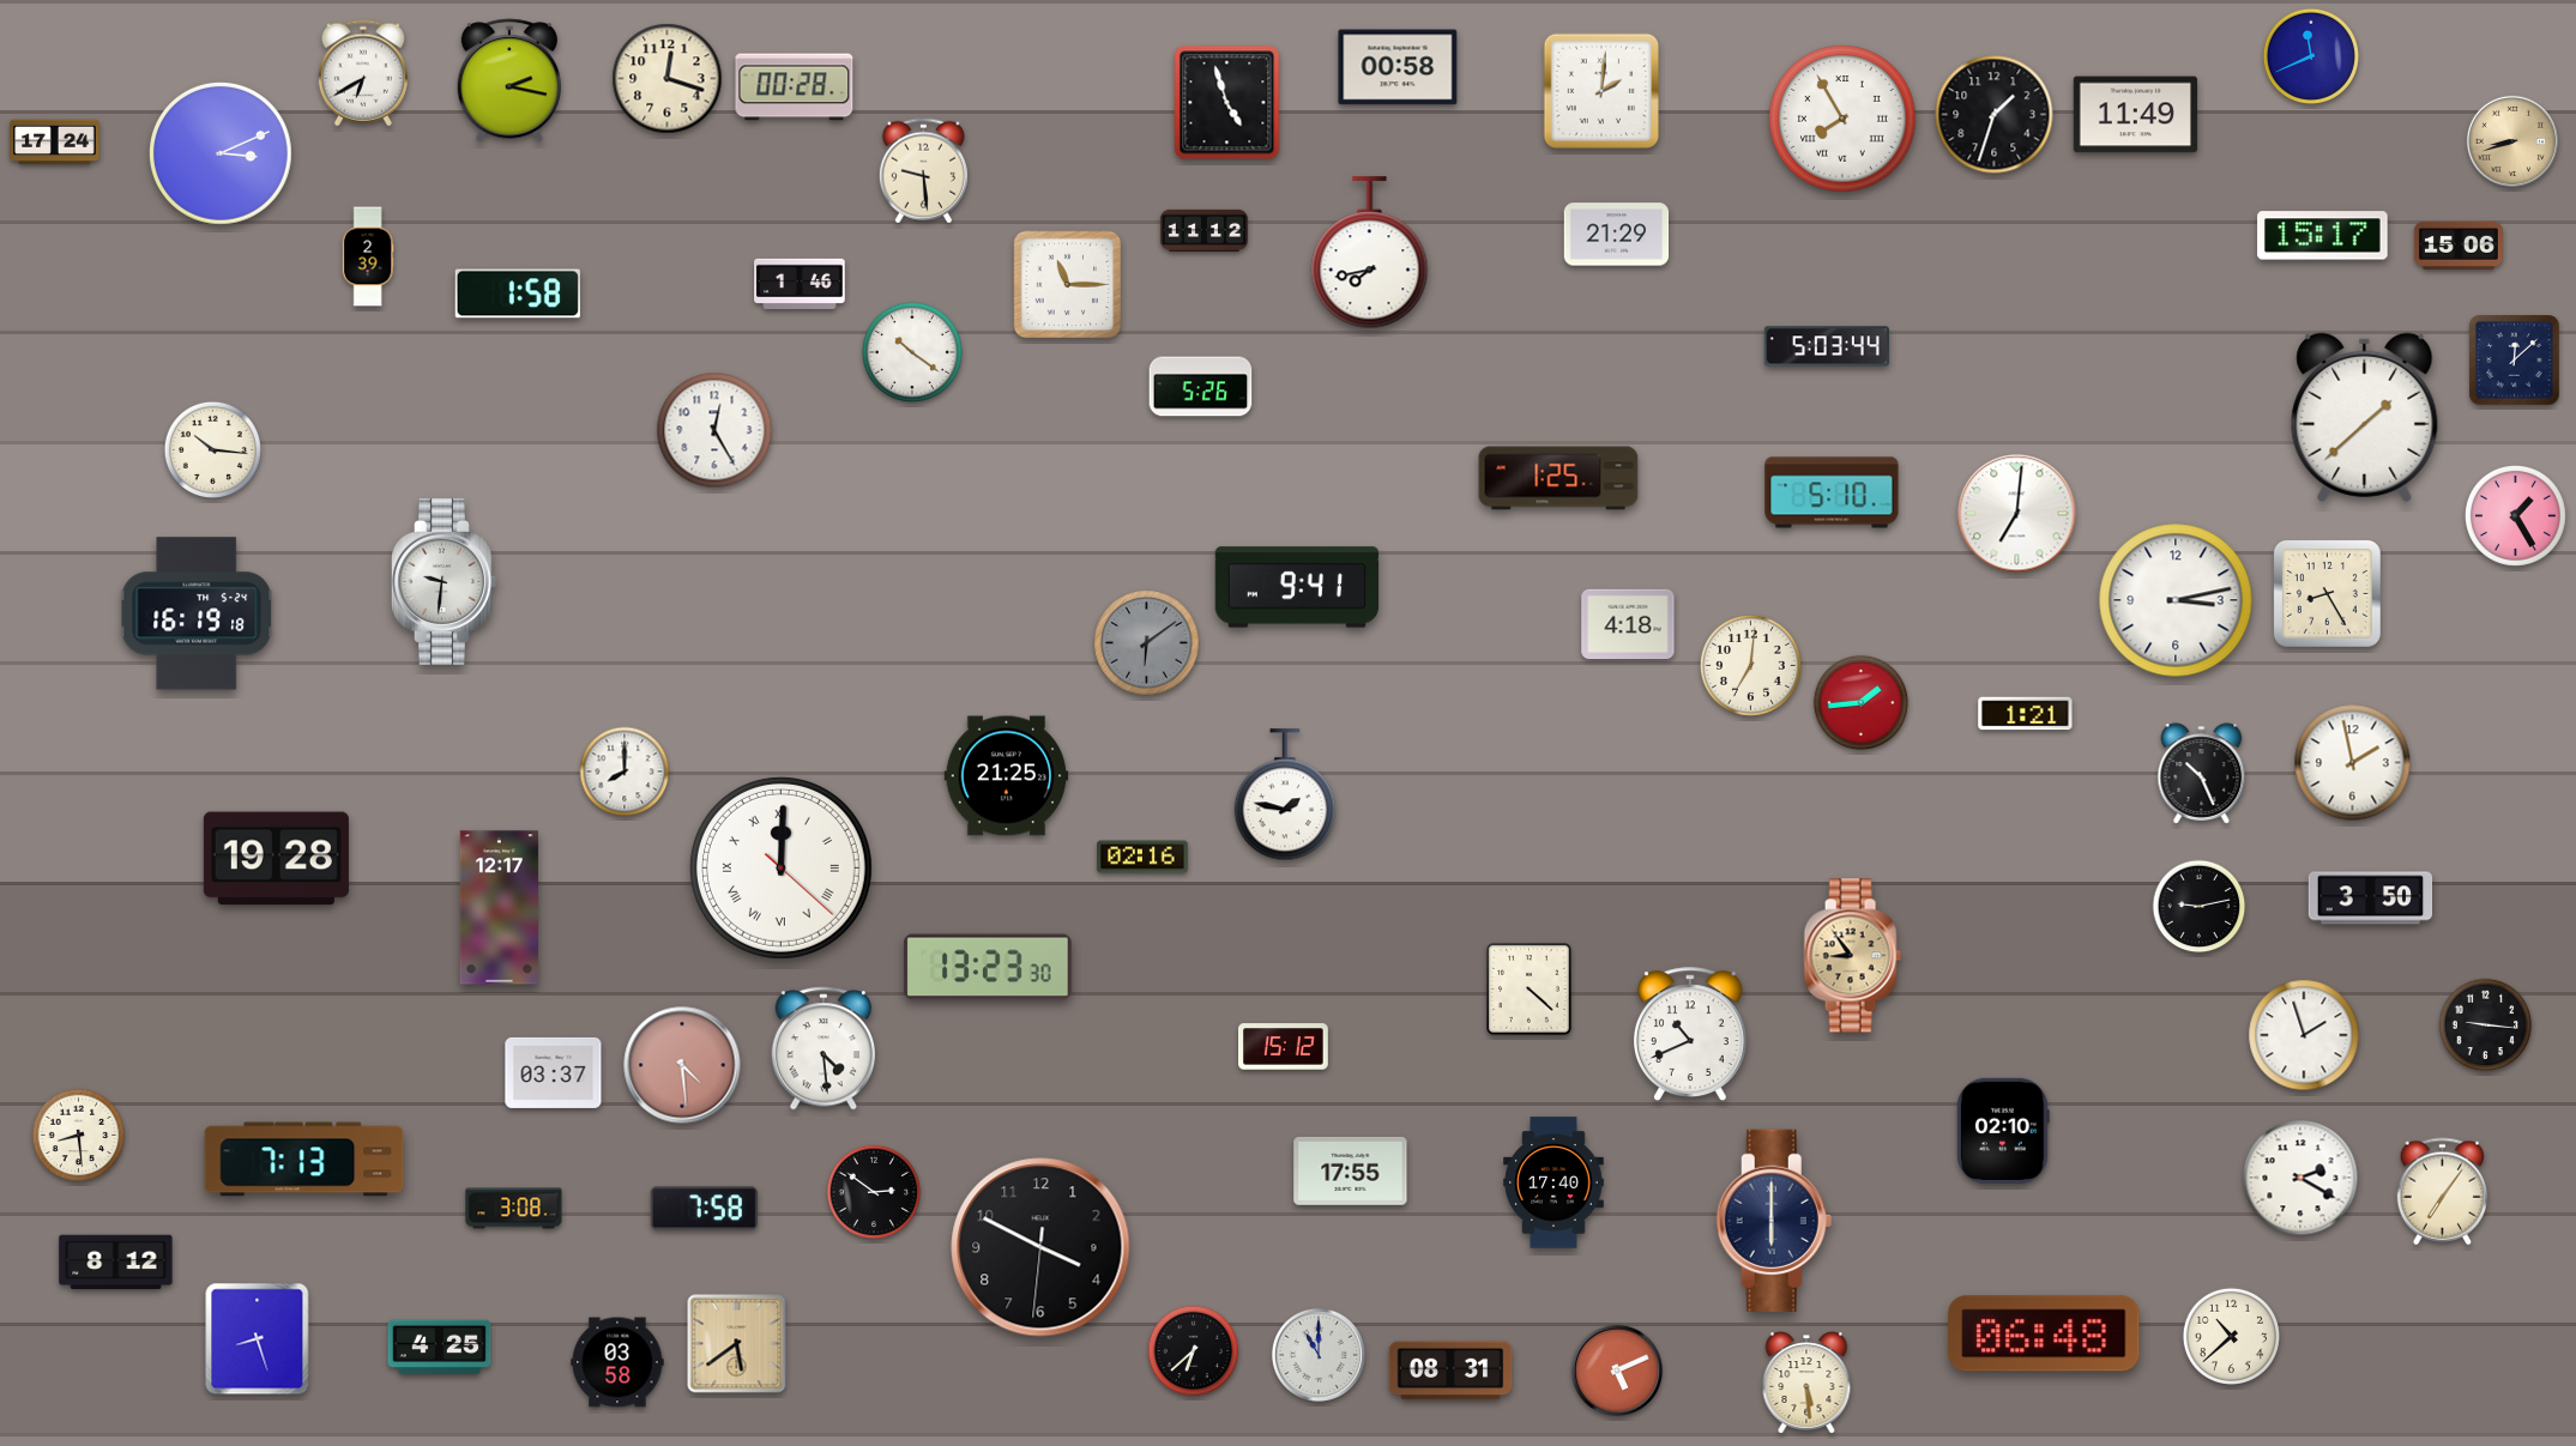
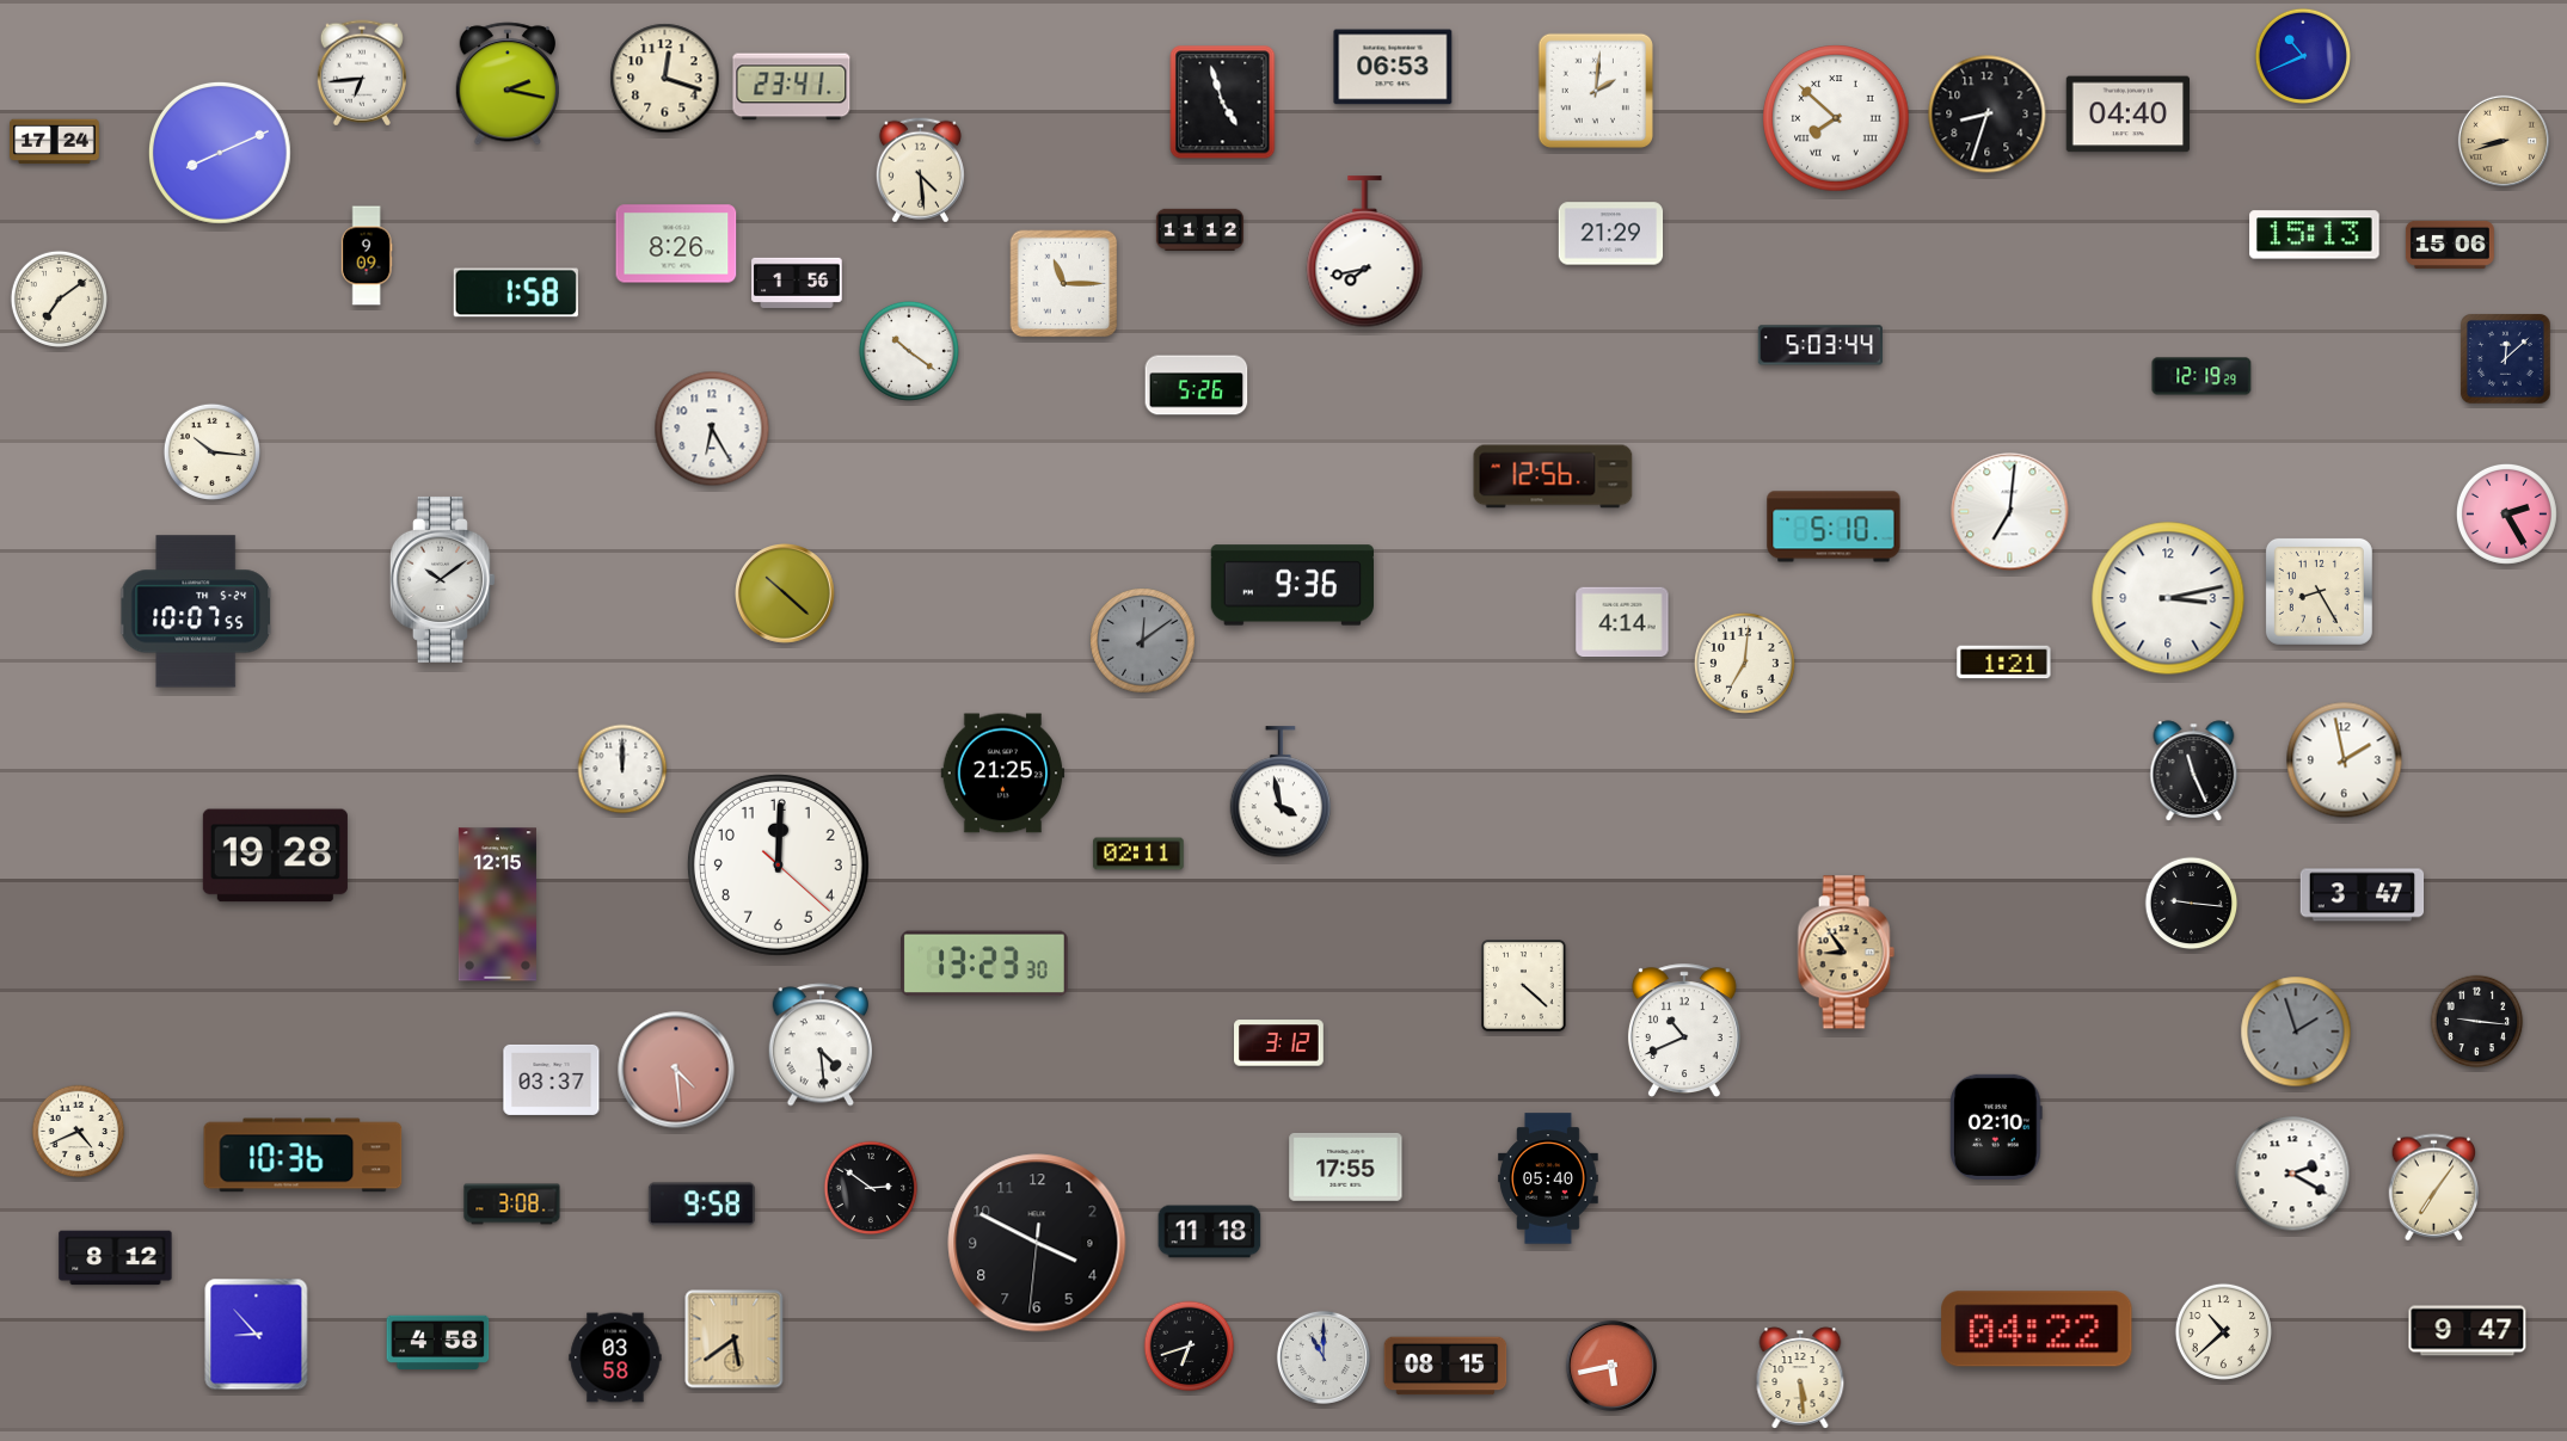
clock at (2310, 55): 11:41 -> 10:41
clock at (1398, 67): 00:58 -> 06:53
clock at (363, 73): 6:40 -> 6:44
clock at (508, 80) position: (508, 80) -> (506, 84)
clock at (795, 87): 00:28 -> 23:41
clock at (1995, 115): 1:33 -> 8:33
clock at (2136, 115): 11:49 -> 04:40
clock at (1842, 119): 7:55 -> 7:52
clock at (221, 153): 3:11 -> 8:11
clock at (923, 171): 9:29 -> 4:29
clock at (2323, 236): 15:17 -> 15:13
clock at (676, 244): none -> 8:26
clock at (368, 256): 2:39 -> 9:09
clock at (800, 283): 1:46 -> 1:56
clock at (59, 298): none -> 7:09
clock at (2201, 376): none -> 12:19
clock at (2365, 417): 1:38 -> none
clock at (714, 430): 12:25 -> 6:25
clock at (212, 449) position: (212, 449) -> (211, 451)
clock at (1558, 478): 1:25 -> 12:56
clock at (1832, 492) position: (1832, 492) -> (1834, 526)
clock at (2515, 515): 1:25 -> 2:25
clock at (445, 581): 9:31 -> 10:09
clock at (1296, 587): 9:41 -> 9:36
clock at (786, 595): none -> 10:22
clock at (198, 613): 16:19 -> 10:07
clock at (1628, 624): 4:18 -> 4:14
clock at (1147, 643): 6:09 -> 12:09
clock at (1862, 703): 1:44 -> none
clock at (2026, 714) position: (2026, 714) -> (2004, 663)
clock at (625, 772): 8:00 -> 12:00
clock at (2202, 774): 10:26 -> 11:26
clock at (1284, 795): 1:47 -> 3:58
clock at (1142, 857): 02:16 -> 02:11
clock at (780, 867) numerals: Roman -> Arabic
clock at (2371, 899): 3:50 -> 3:47
clock at (2200, 907): 9:13 -> 9:16
clock at (499, 908): 12:17 -> 12:15
clock at (2304, 1035) dial: white -> grey
clock at (1284, 1047): 15:12 -> 3:12
clock at (682, 1065) position: (682, 1065) -> (676, 1070)
clock at (554, 1072) position: (554, 1072) -> (552, 1079)
clock at (79, 1136): 8:29 -> 4:41
clock at (304, 1160): 7:13 -> 10:36
clock at (1554, 1182): 17:40 -> 05:40
clock at (704, 1209): 7:58 -> 9:58
clock at (1774, 1221): 6:00 -> none
clock at (1210, 1232): none -> 11:18
clock at (2044, 1333): 06:48 -> 04:22
clock at (2468, 1331): none -> 9:47
clock at (258, 1339): 8:27 -> 8:53
clock at (440, 1347): 4:25 -> 4:58
clock at (1194, 1351): 6:38 -> 6:42
clock at (1319, 1355) position: (1319, 1355) -> (1324, 1357)
clock at (1450, 1371): 08:31 -> 08:15
clock at (1617, 1371): 5:11 -> 5:43
